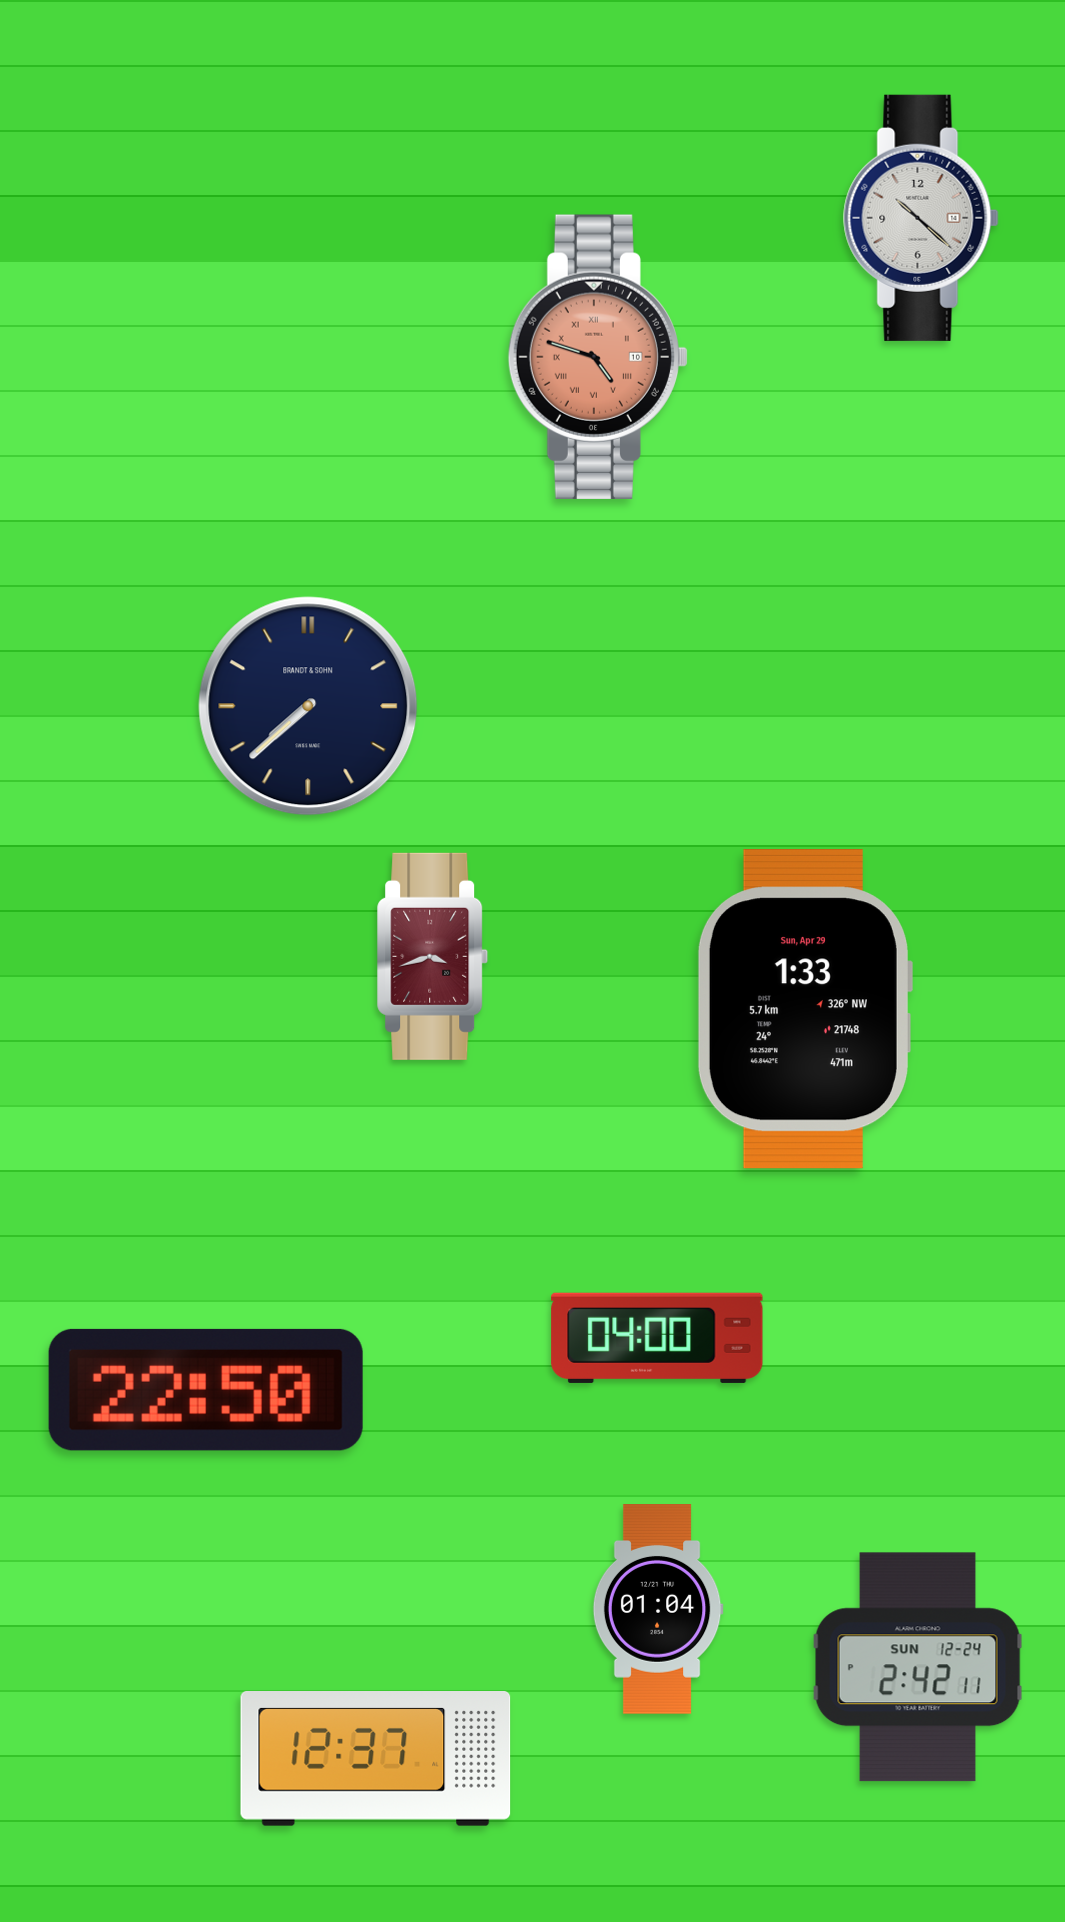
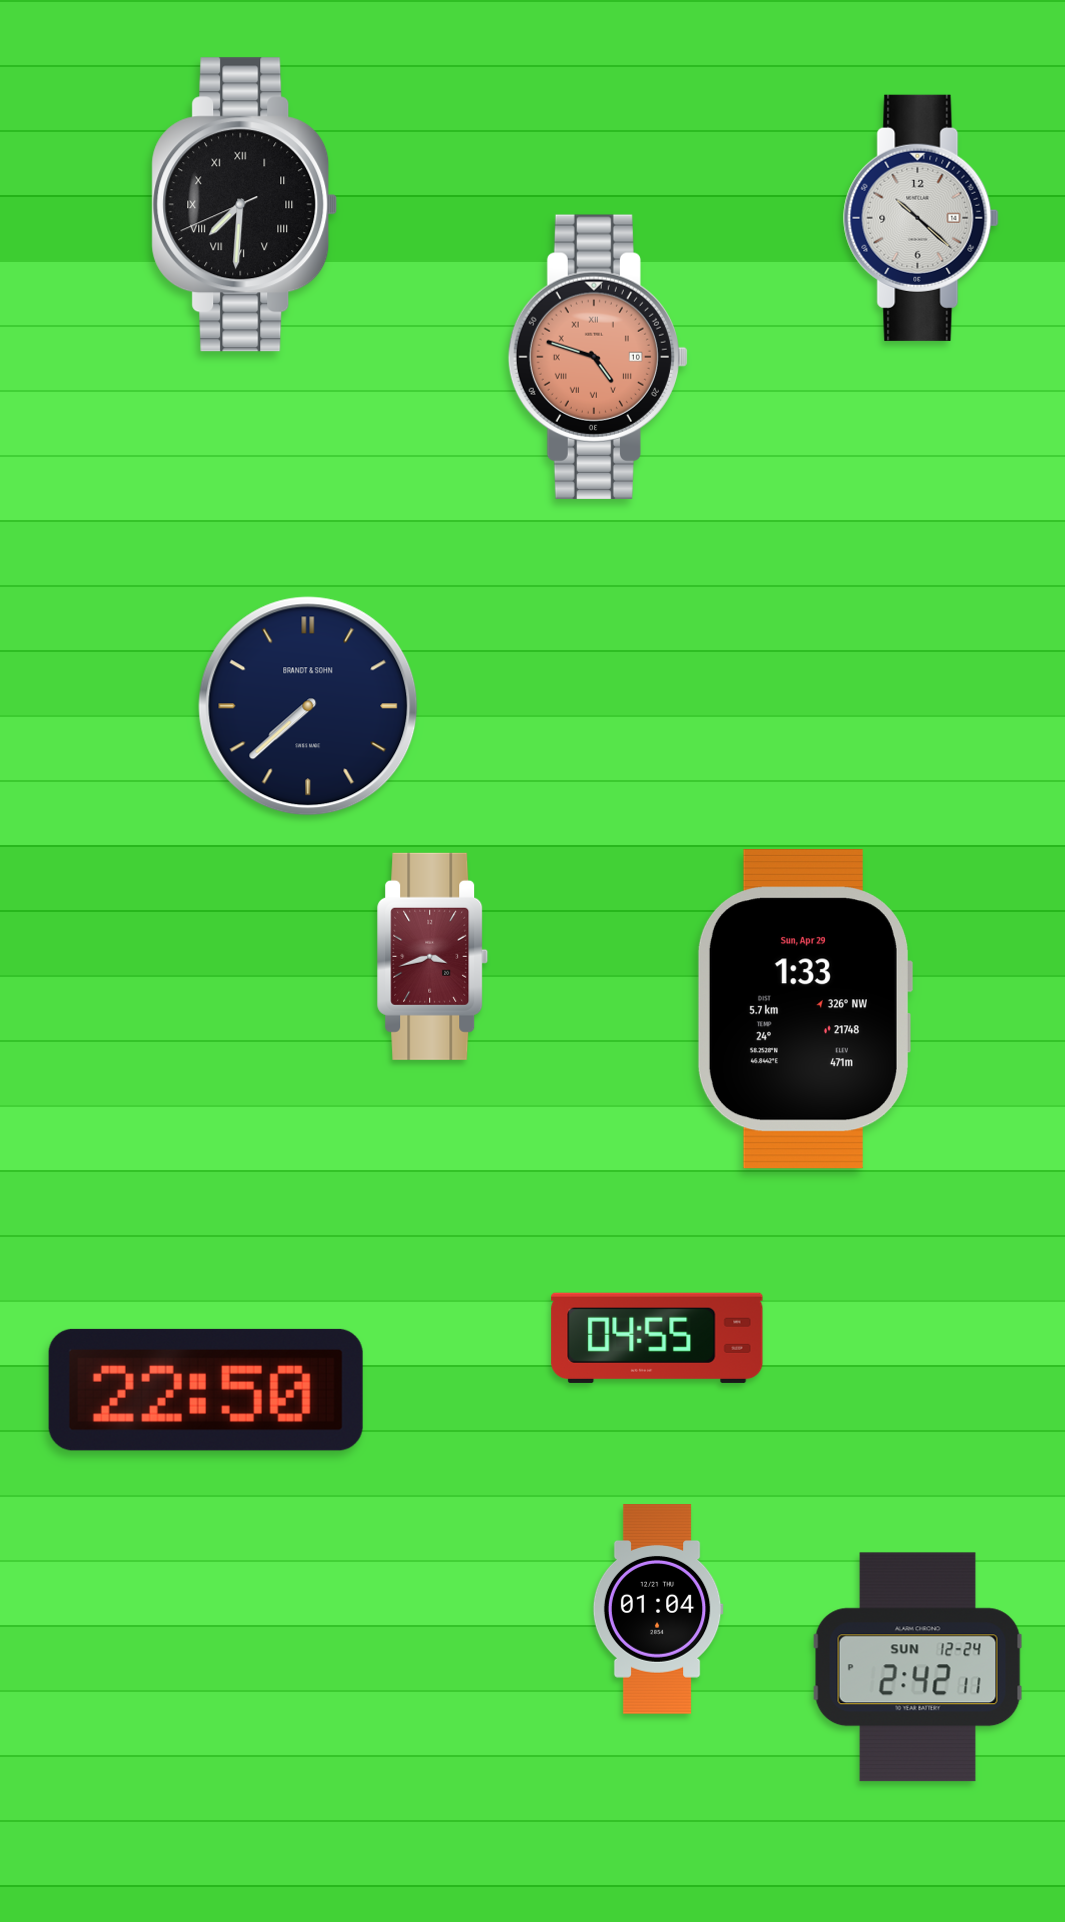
clock at (245, 205): none -> 7:30
clock at (657, 1338): 04:00 -> 04:55
clock at (376, 1759): 12:37 -> none
